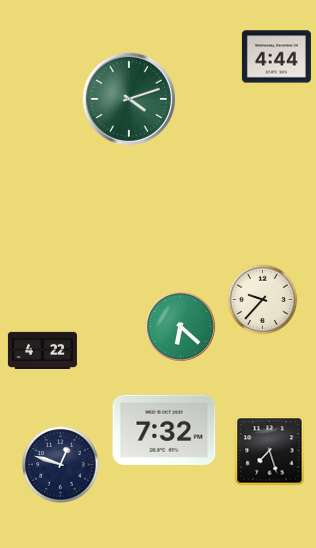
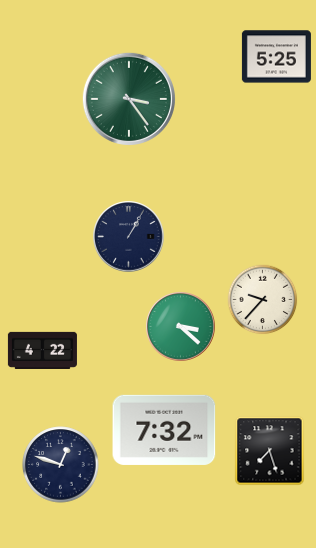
clock at (276, 57): 4:44 -> 5:25
clock at (129, 99): 4:12 -> 3:24
clock at (129, 237): none -> 1:05
clock at (181, 327): 6:22 -> 3:22
